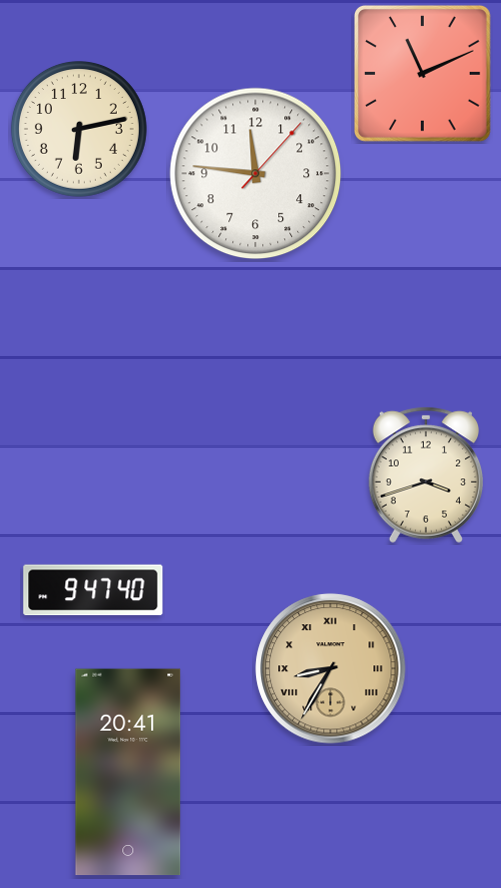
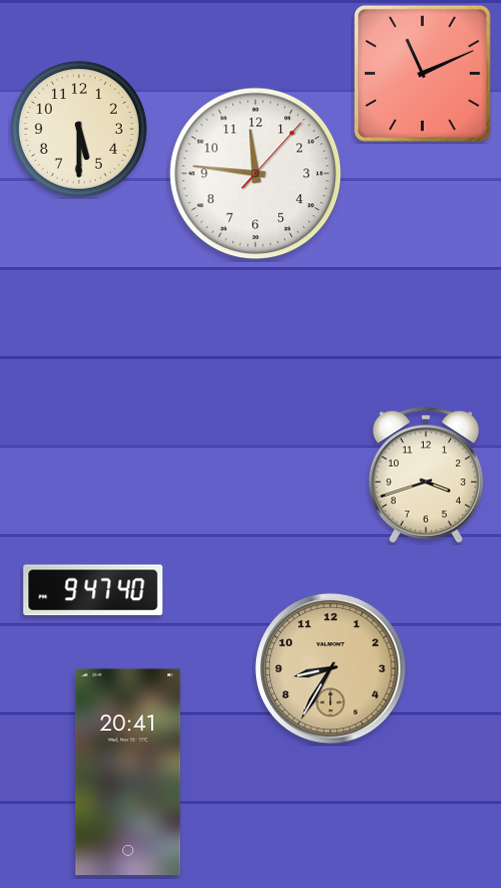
clock at (79, 129): 6:13 -> 5:30
clock at (331, 669) numerals: Roman -> Arabic
